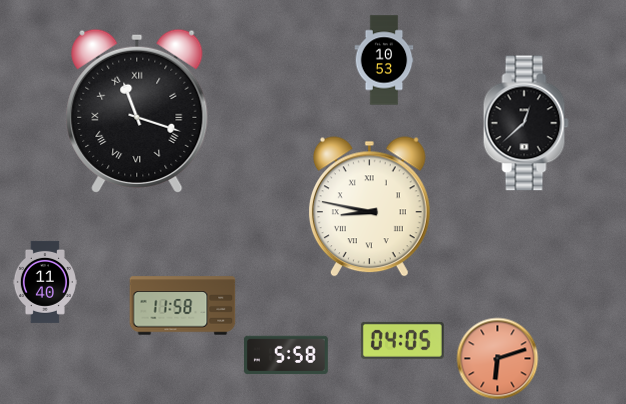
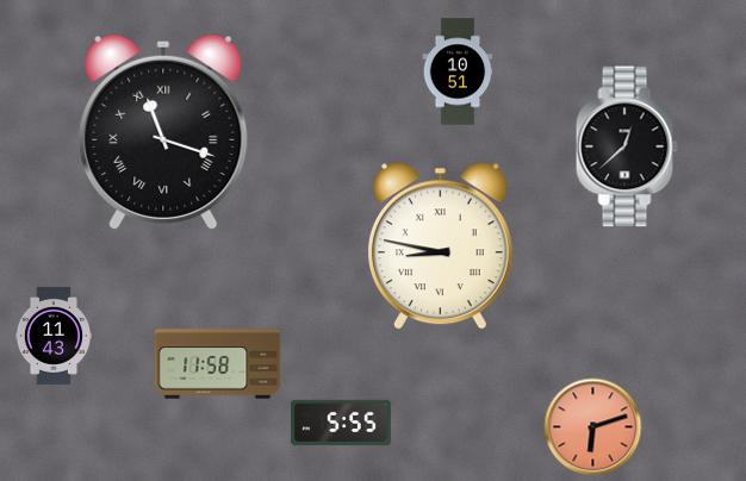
clock at (384, 60): 10:53 -> 10:51
clock at (45, 282): 11:40 -> 11:43
clock at (402, 340): 04:05 -> none
clock at (287, 355): 5:58 -> 5:55
